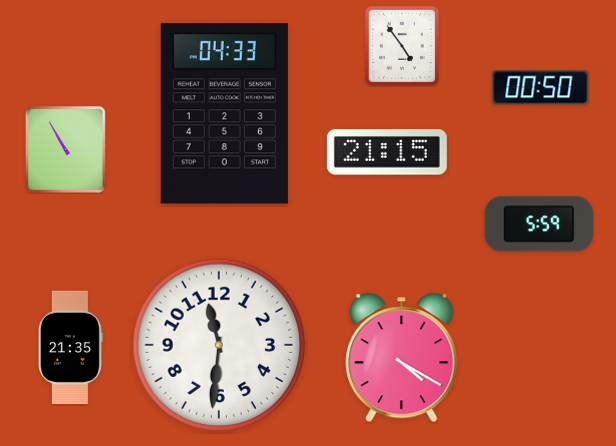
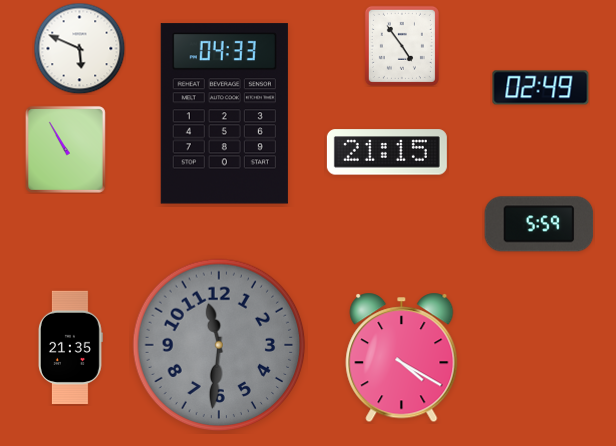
clock at (79, 48): none -> 5:49
clock at (541, 88): 00:50 -> 02:49
clock at (219, 345) dial: white -> grey
